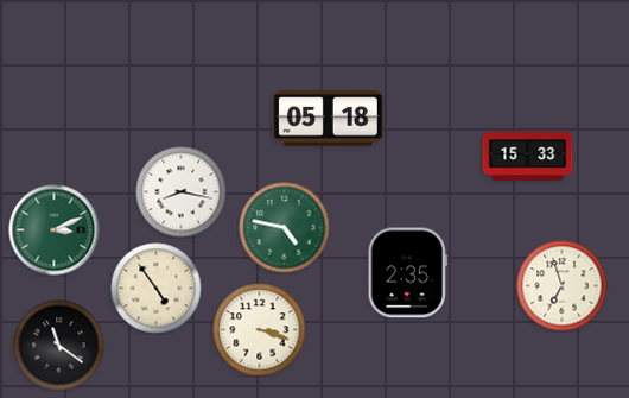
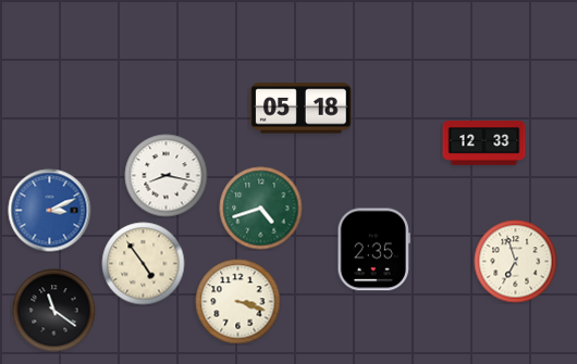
clock at (528, 157): 15:33 -> 12:33
clock at (285, 228): 4:47 -> 4:42
clock at (55, 230) dial: green -> blue
clock at (59, 346) position: (59, 346) -> (54, 311)
